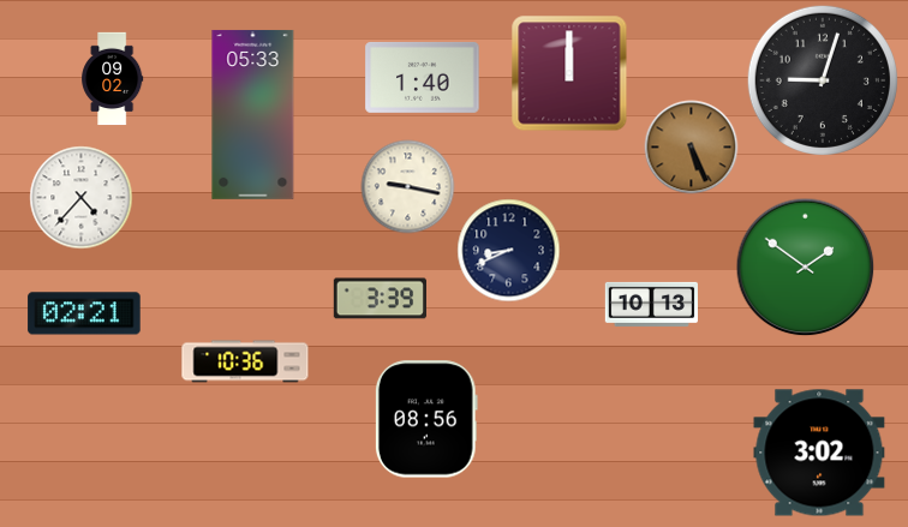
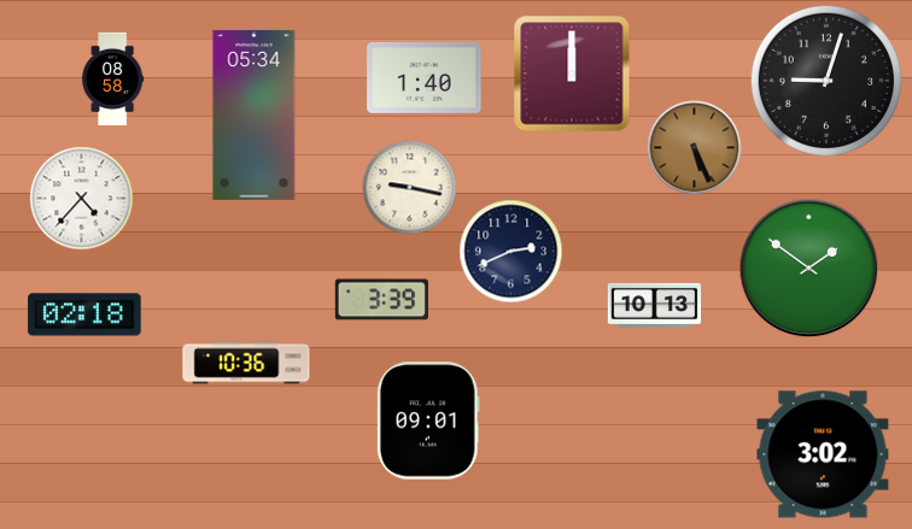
clock at (113, 78): 09:02 -> 08:58
clock at (253, 114): 05:33 -> 05:34
clock at (508, 250): 8:41 -> 2:41
clock at (84, 313): 02:21 -> 02:18
clock at (426, 419): 08:56 -> 09:01
